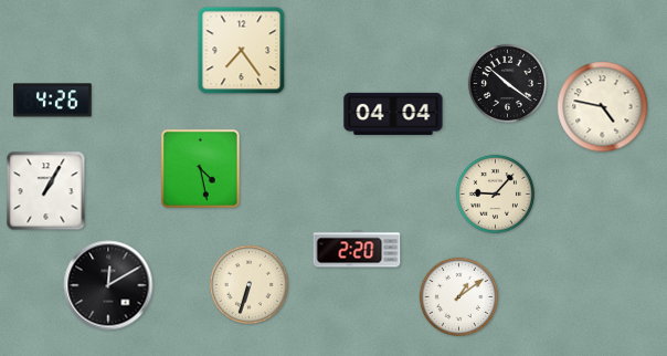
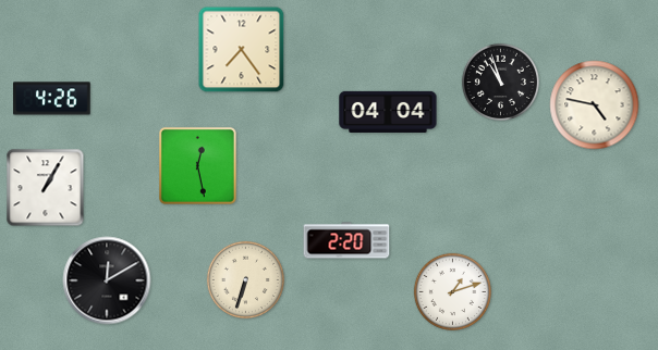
clock at (242, 51) position: (242, 51) -> (242, 50)
clock at (507, 83): 10:21 -> 10:57
clock at (200, 168): 4:28 -> 12:28
clock at (495, 193): 9:07 -> none
clock at (357, 249) position: (357, 249) -> (346, 240)
clock at (458, 296): 1:09 -> 1:12
